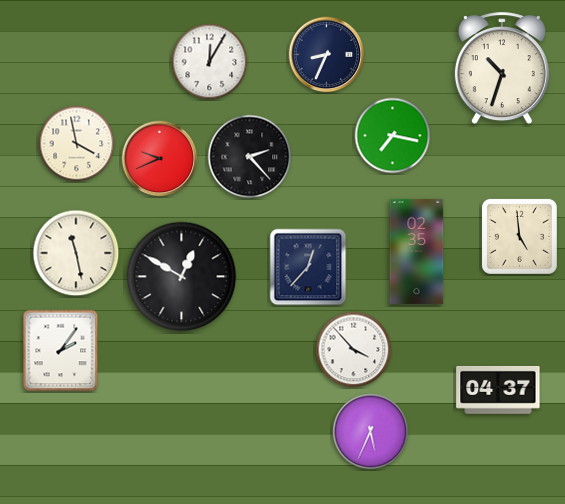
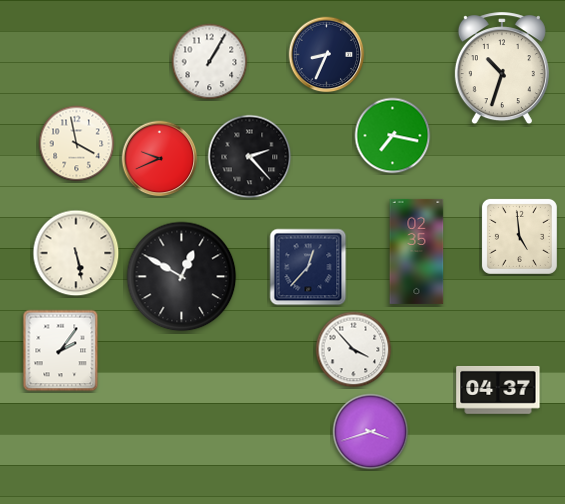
clock at (210, 62): 12:05 -> 1:05
clock at (76, 253): 11:28 -> 5:28
clock at (371, 432): 5:34 -> 3:42
